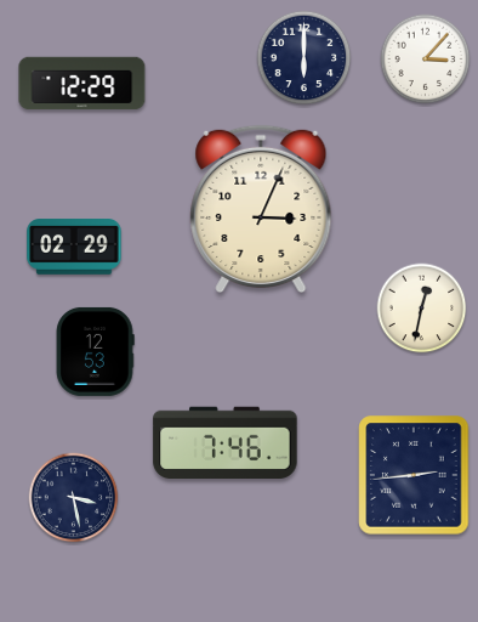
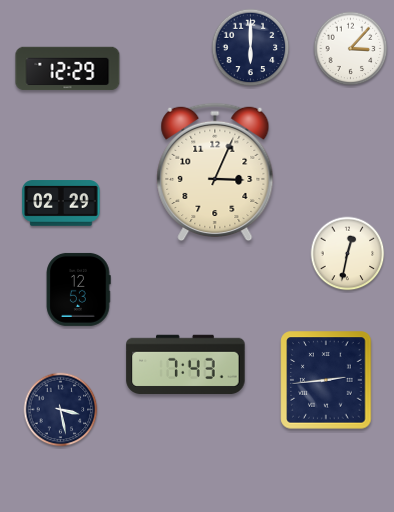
clock at (226, 443): 7:46 -> 7:43
clock at (414, 475) position: (414, 475) -> (326, 380)
